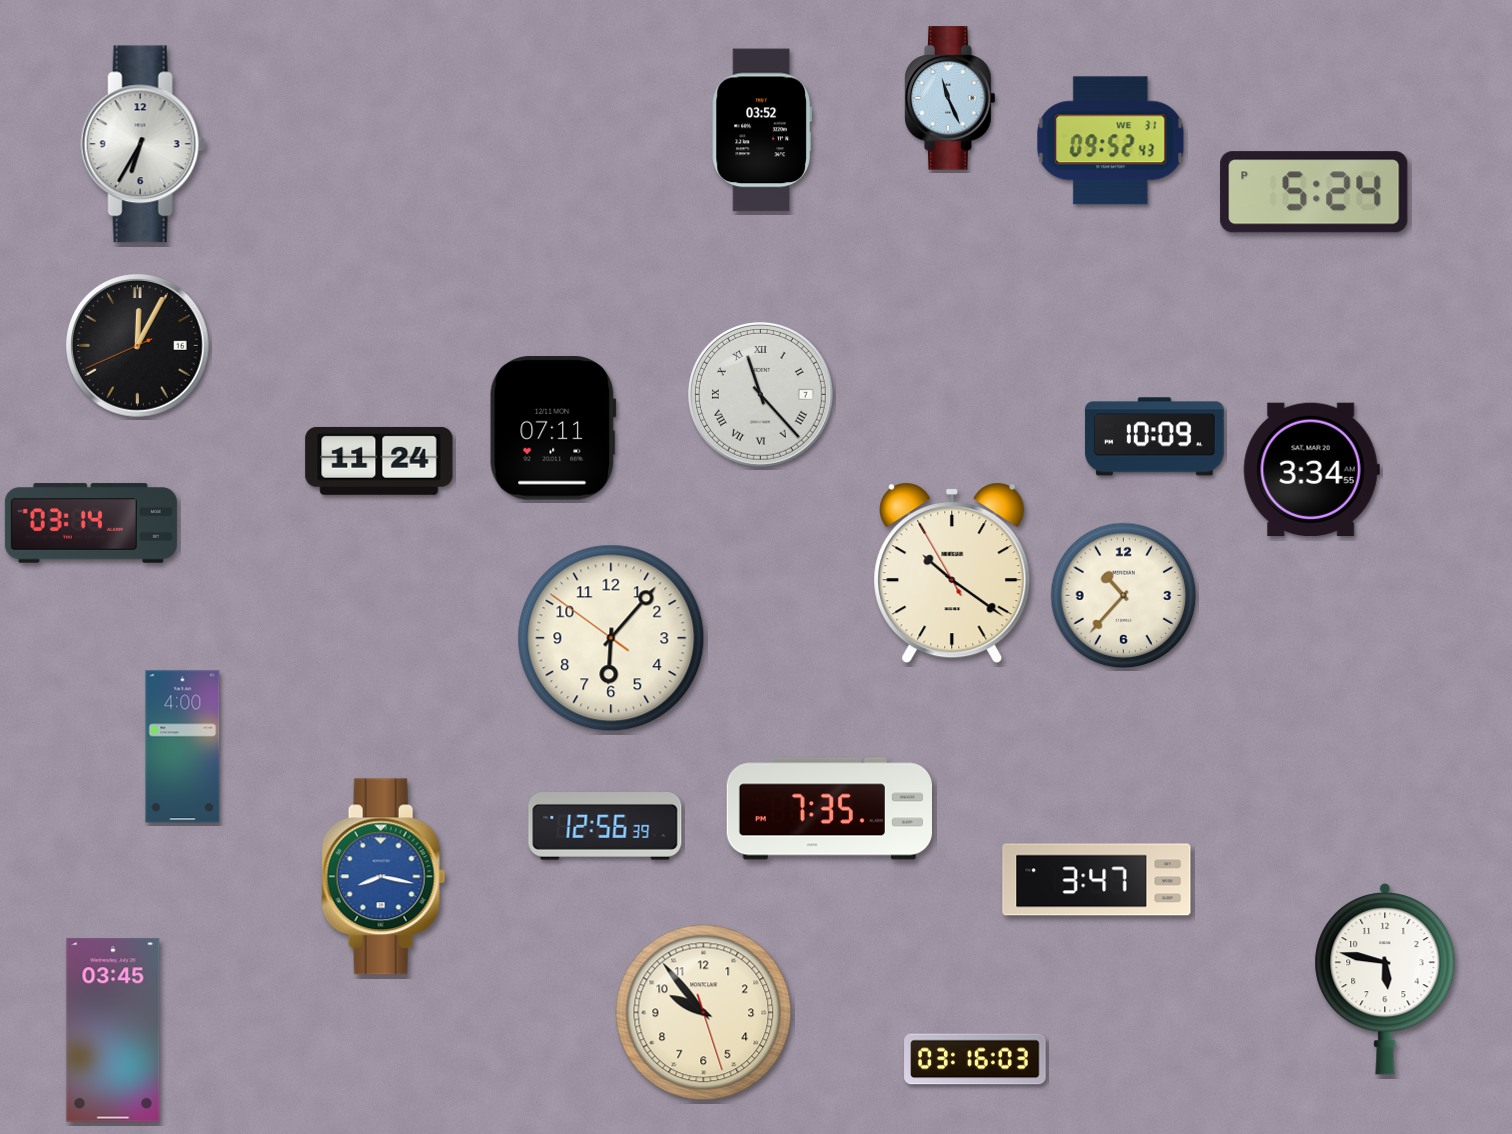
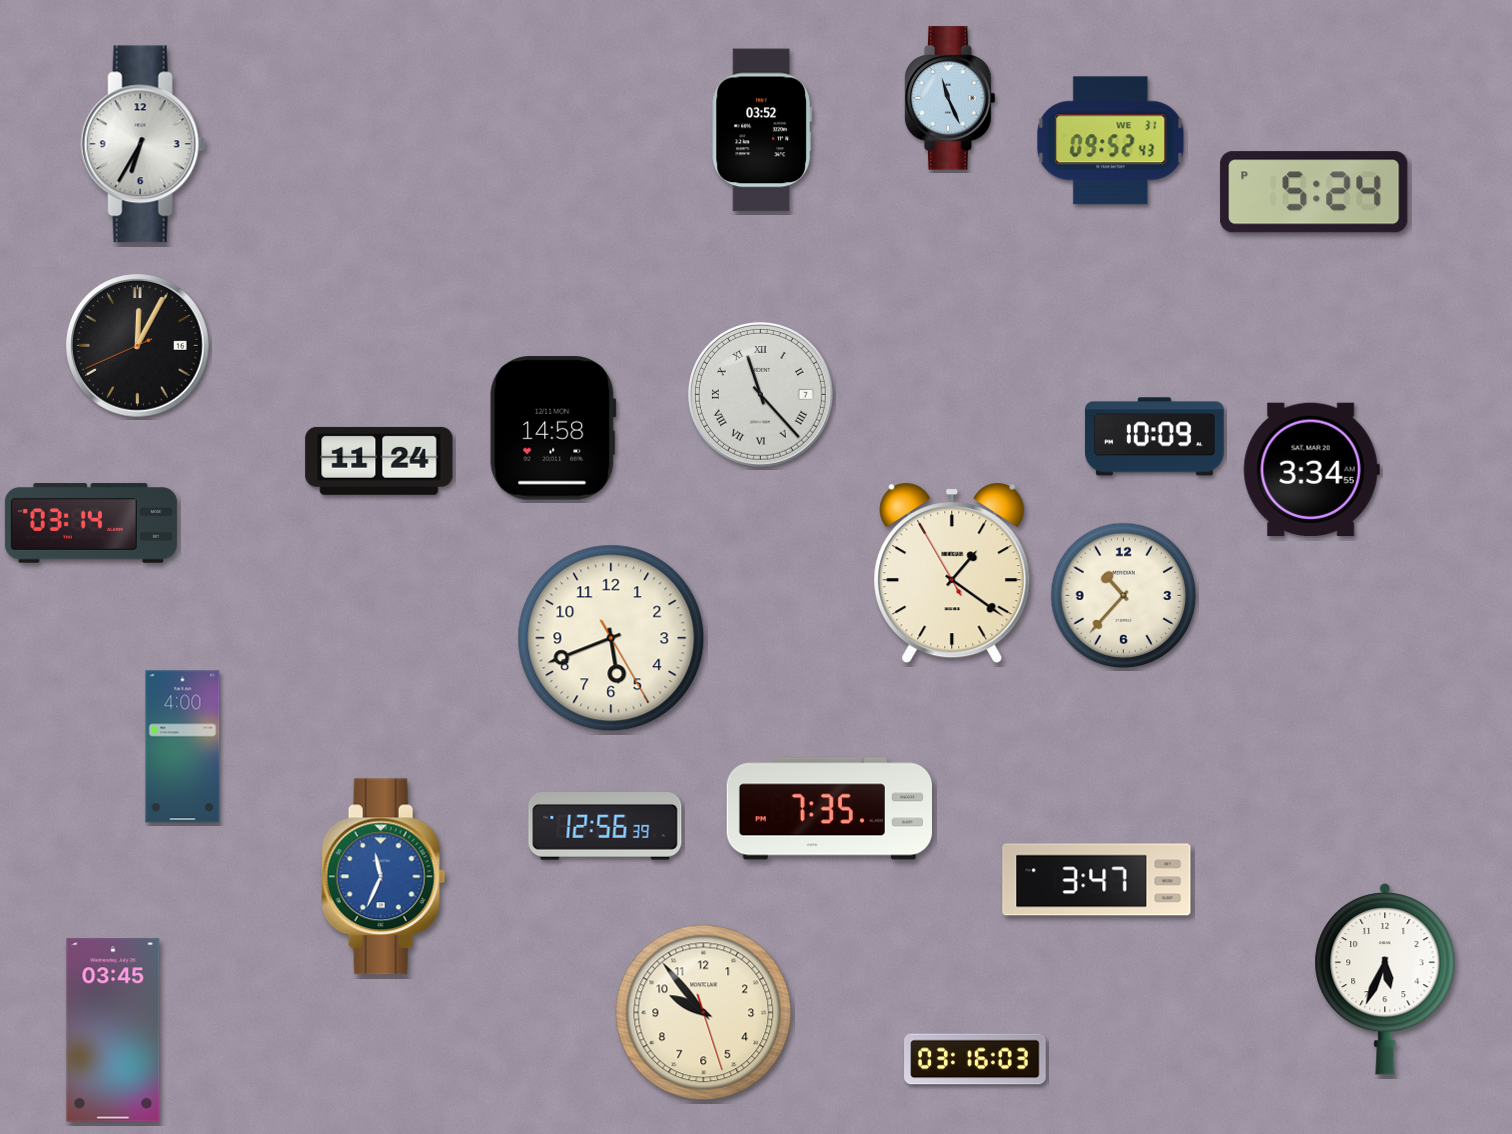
clock at (553, 428): 07:11 -> 14:58
clock at (952, 573): 10:20 -> 1:20
clock at (611, 638): 6:06 -> 5:41
clock at (384, 877): 8:17 -> 11:34
clock at (1385, 979): 5:47 -> 5:34
